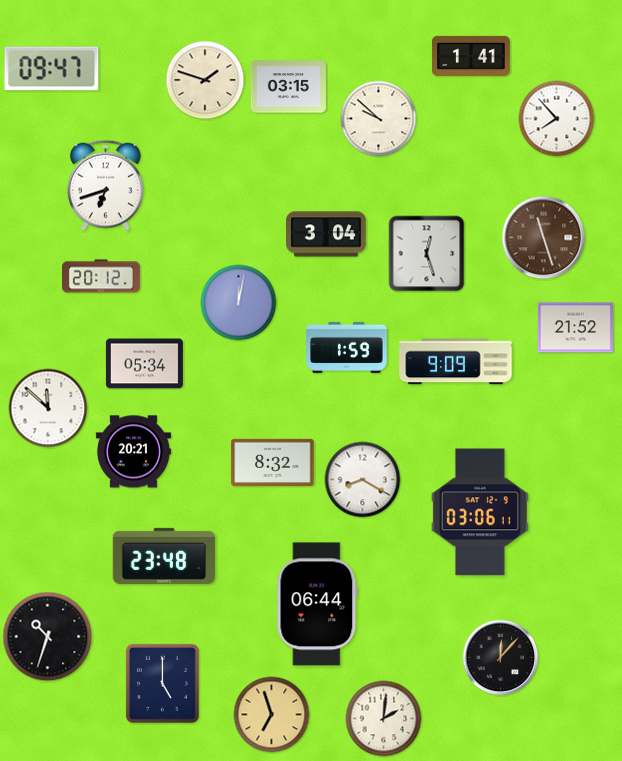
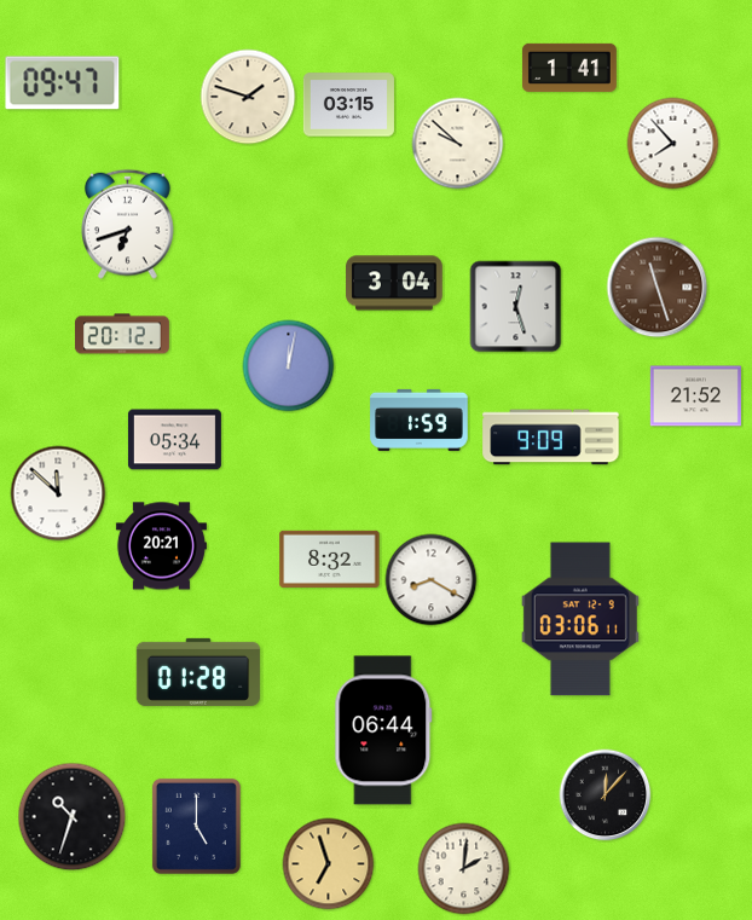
clock at (363, 480) position: (363, 480) -> (432, 580)
clock at (164, 556): 23:48 -> 01:28
clock at (48, 637) position: (48, 637) -> (73, 817)
